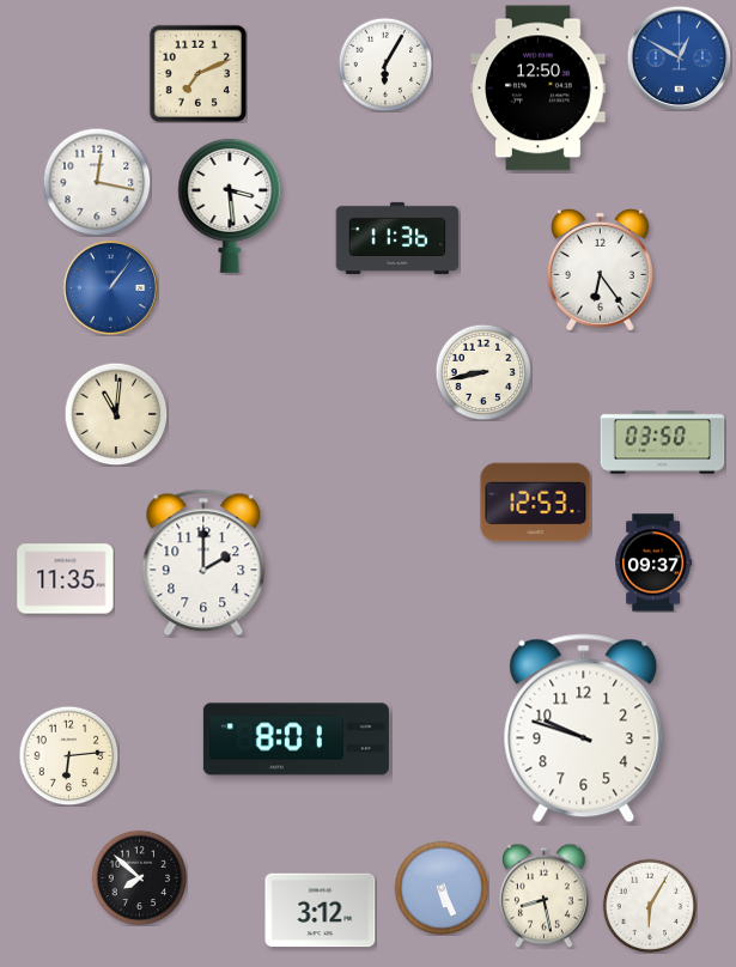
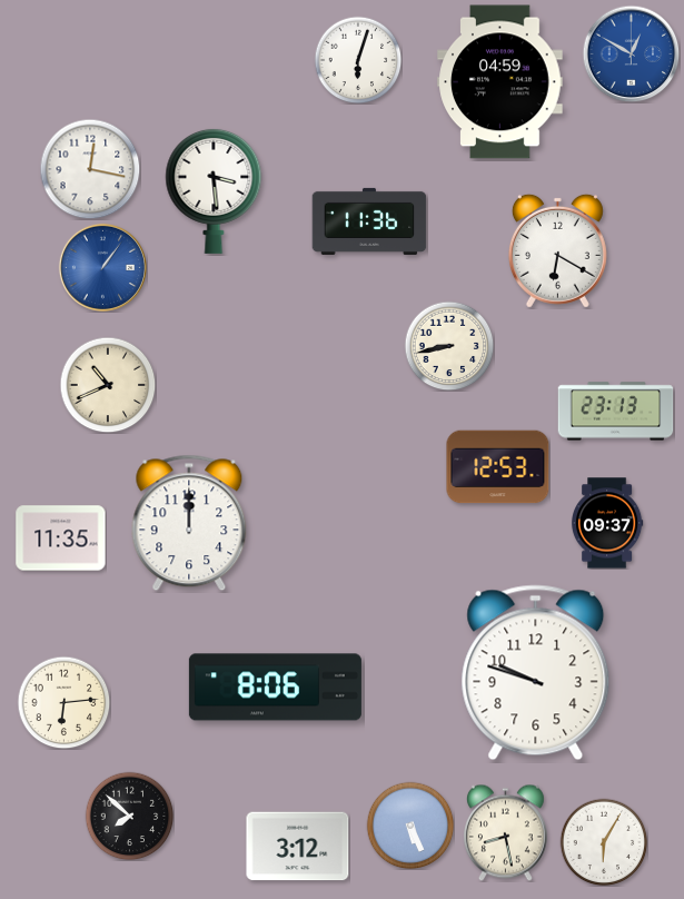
clock at (385, 65): 6:05 -> 6:03
clock at (197, 73): 7:11 -> none
clock at (539, 89): 12:50 -> 04:59
clock at (600, 269): 6:24 -> 6:20
clock at (116, 414): 11:01 -> 10:41
clock at (663, 443): 03:50 -> 23:13
clock at (203, 562): 2:00 -> 12:00
clock at (584, 729) position: (584, 729) -> (536, 673)
clock at (296, 740): 8:01 -> 8:06
